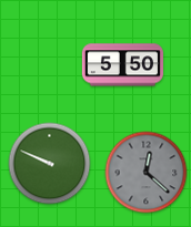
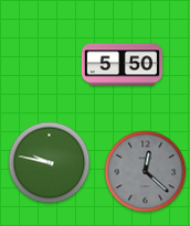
clock at (50, 164): 9:49 -> 9:47
